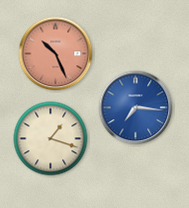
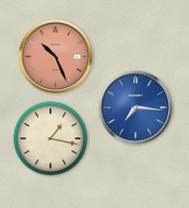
clock at (56, 54) position: (56, 54) -> (56, 57)
clock at (51, 139): 1:18 -> 1:17
